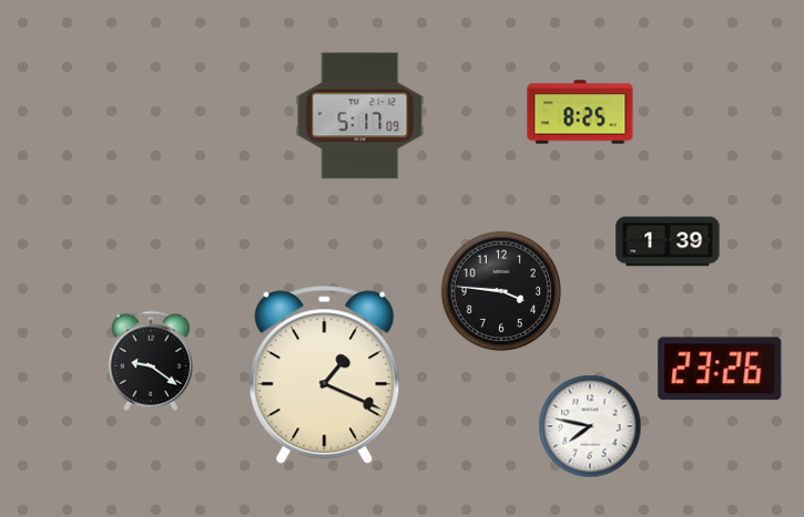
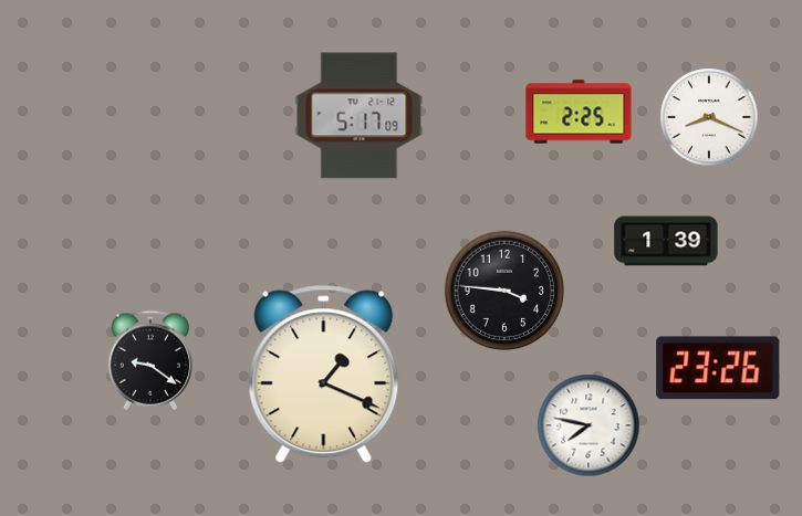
clock at (580, 112): 8:25 -> 2:25
clock at (709, 117): none -> 8:19
clock at (501, 291) position: (501, 291) -> (504, 291)
